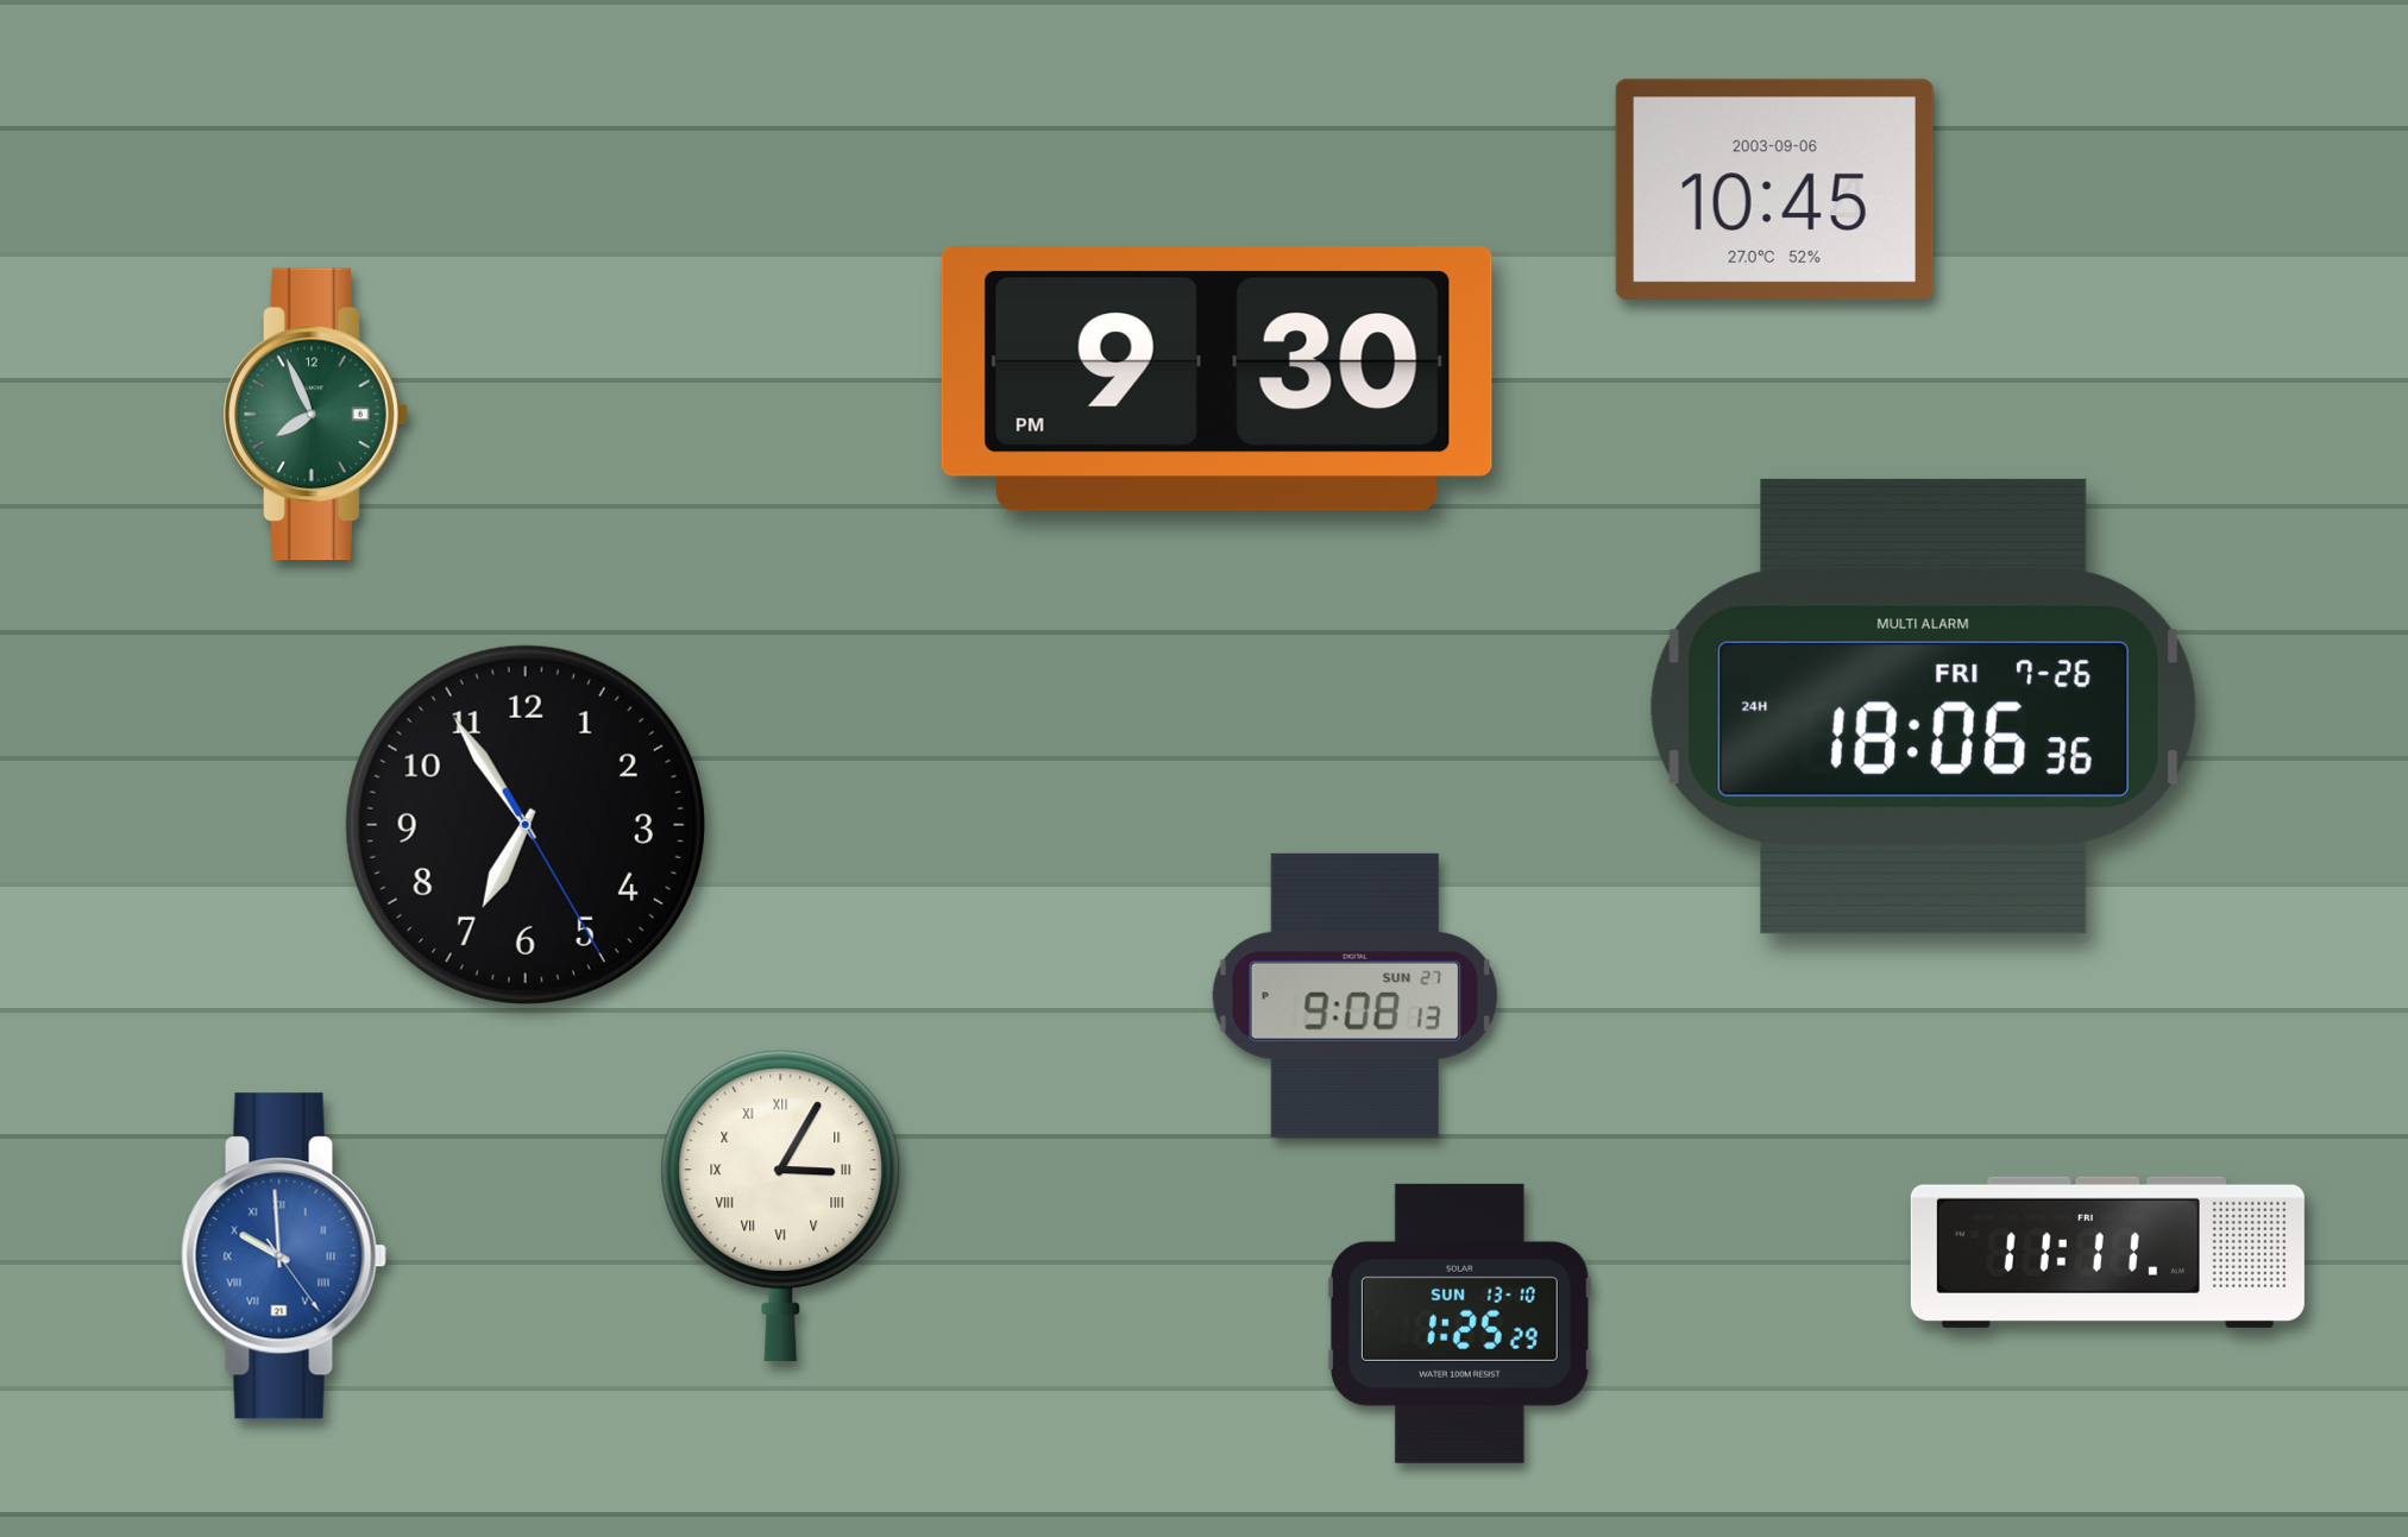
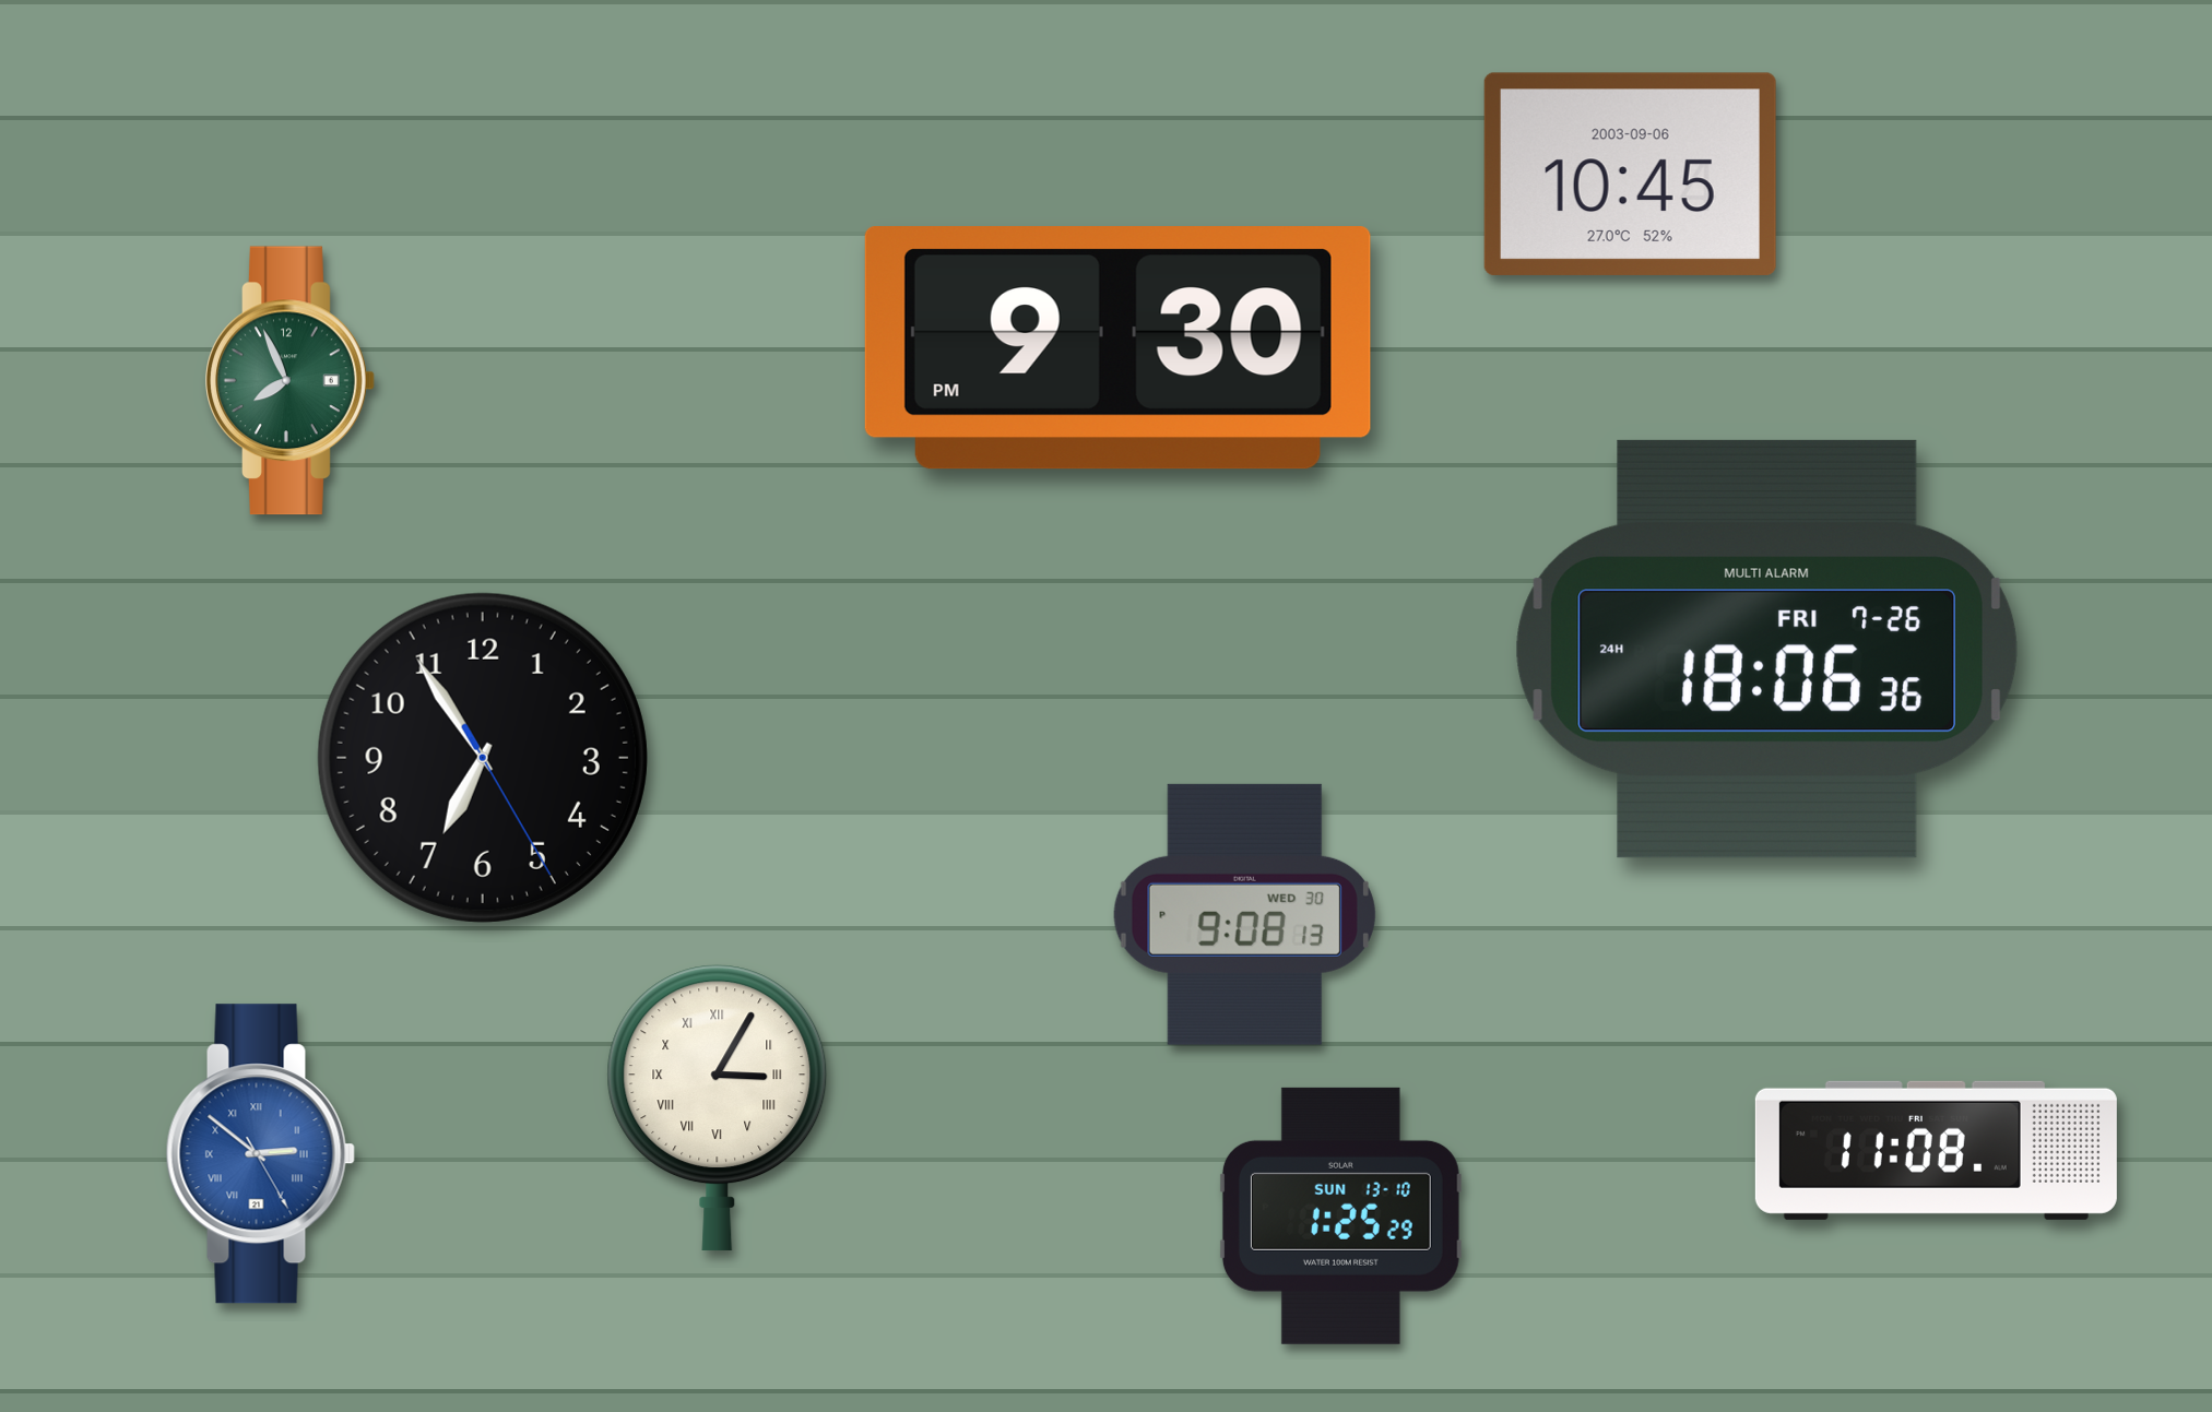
clock at (1354, 995) date: SUN 27 -> WED 30
clock at (2107, 1252): 11:11 -> 11:08
clock at (283, 1256): 9:59 -> 2:51
